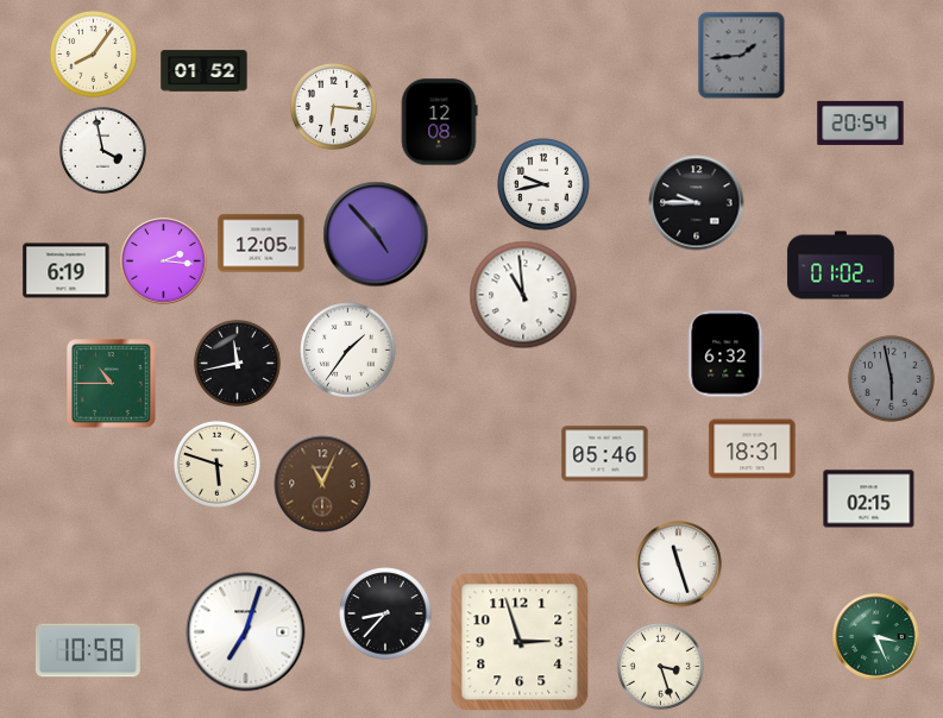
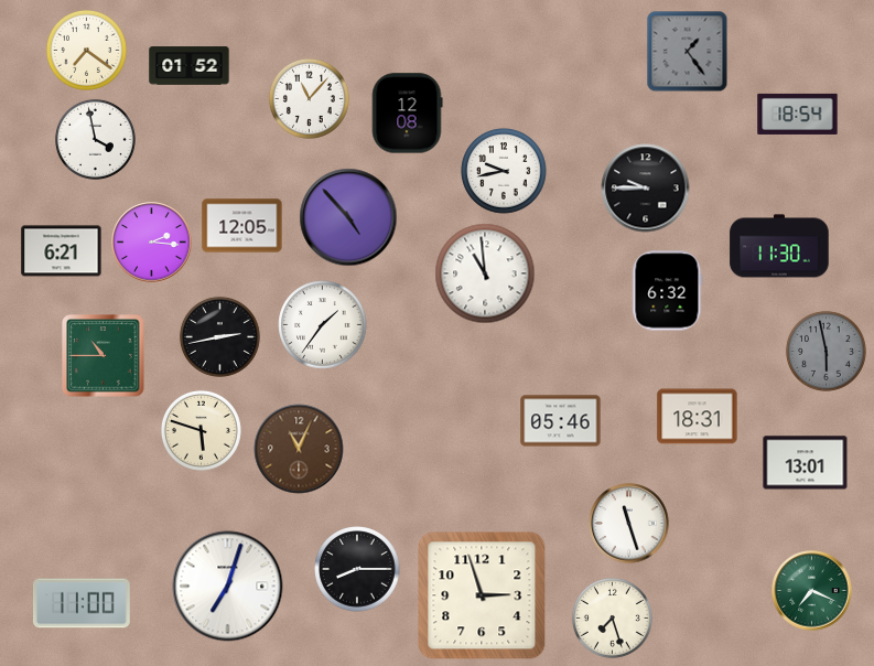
clock at (93, 53): 8:06 -> 7:21
clock at (742, 56): 1:44 -> 1:24
clock at (333, 106): 6:16 -> 11:07
clock at (861, 122): 20:54 -> 18:54
clock at (841, 265): 01:02 -> 11:30
clock at (67, 271): 6:19 -> 6:21
clock at (727, 354) position: (727, 354) -> (668, 291)
clock at (237, 363): 11:43 -> 2:43
clock at (869, 499): 02:15 -> 13:01
clock at (385, 613): 8:37 -> 8:15
clock at (876, 637): 3:26 -> 7:19
clock at (88, 650): 10:58 -> 11:00
clock at (660, 666): 3:27 -> 7:27
